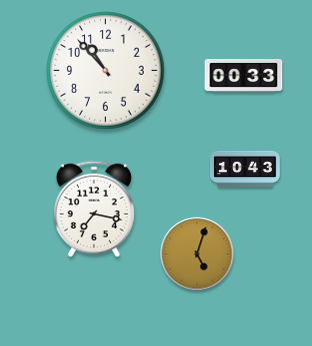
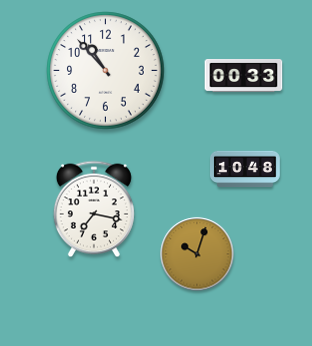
clock at (246, 169): 10:43 -> 10:48
clock at (197, 254): 5:03 -> 10:03
